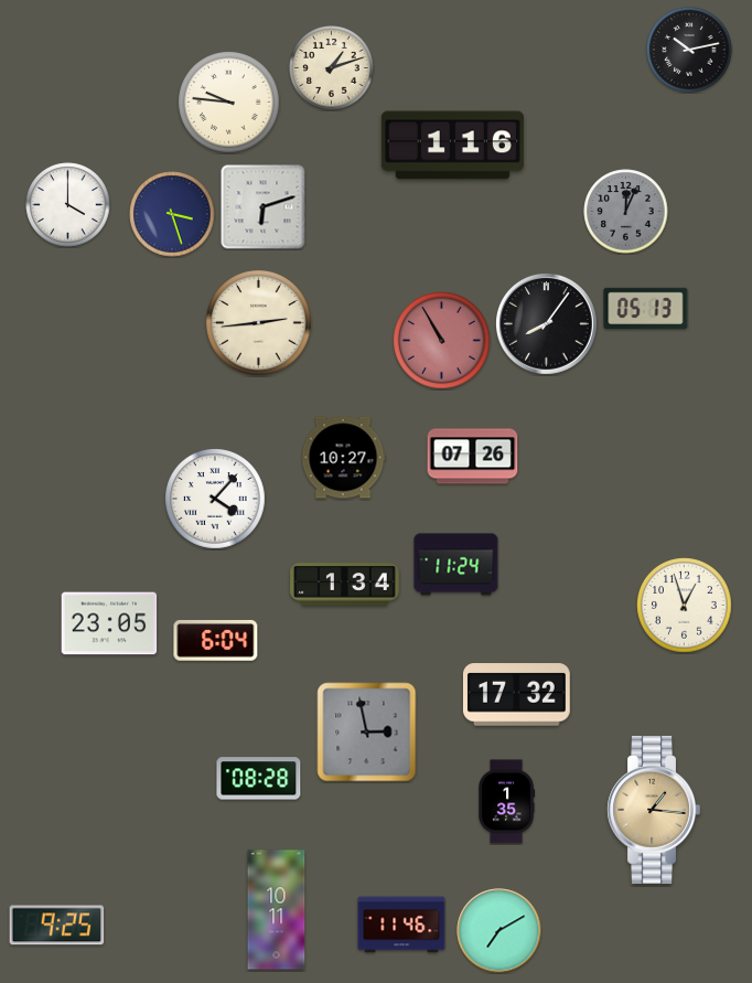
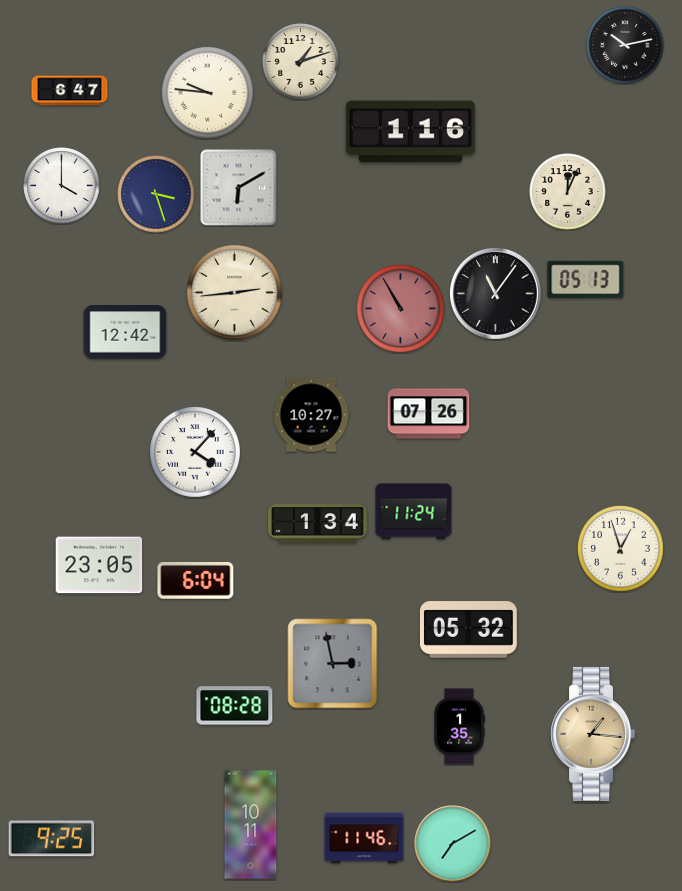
clock at (70, 91): none -> 6:47
clock at (264, 207): 6:12 -> 6:10
clock at (626, 212) dial: grey -> cream
clock at (546, 323): 8:06 -> 11:06
clock at (125, 332): none -> 12:42
clock at (345, 585) position: (345, 585) -> (318, 524)
clock at (516, 695): 17:32 -> 05:32
